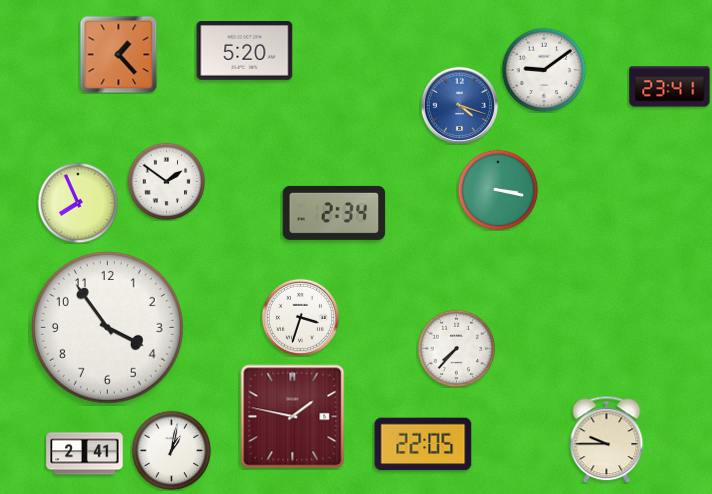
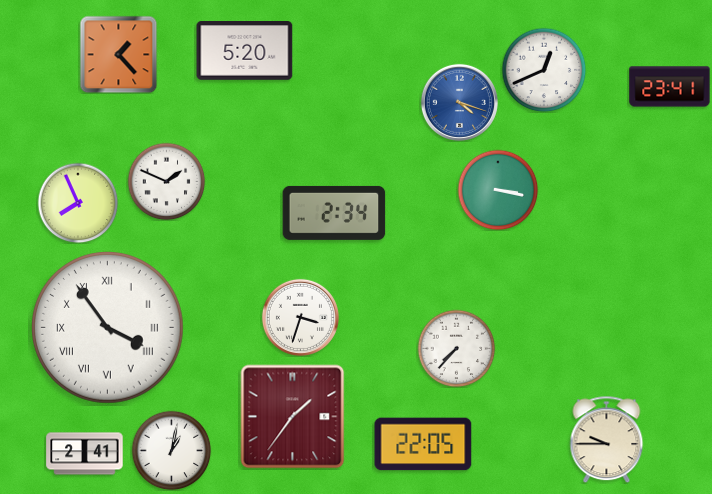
clock at (544, 70): 9:09 -> 12:41
clock at (459, 105) position: (459, 105) -> (459, 102)
clock at (166, 181): 1:51 -> 1:49
clock at (108, 328) numerals: Arabic -> Roman
clock at (293, 417): 1:47 -> 1:36
